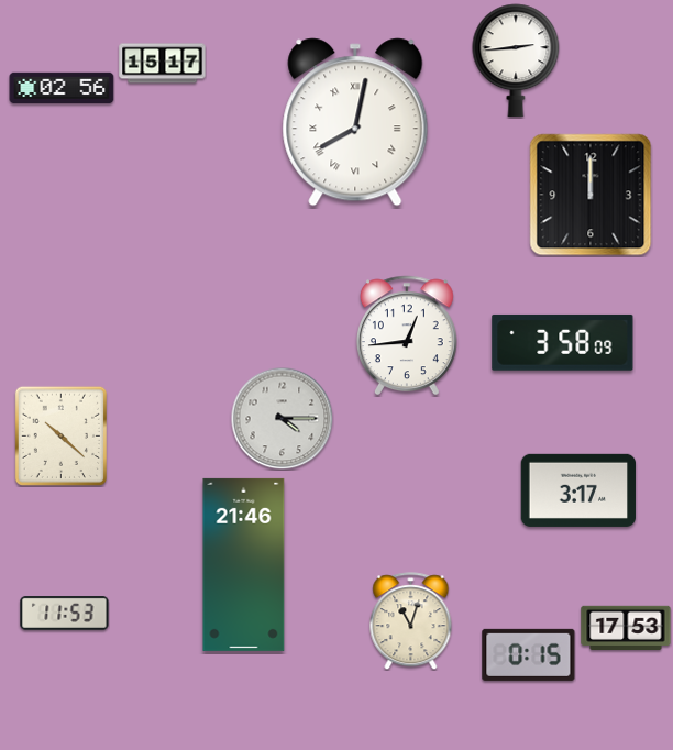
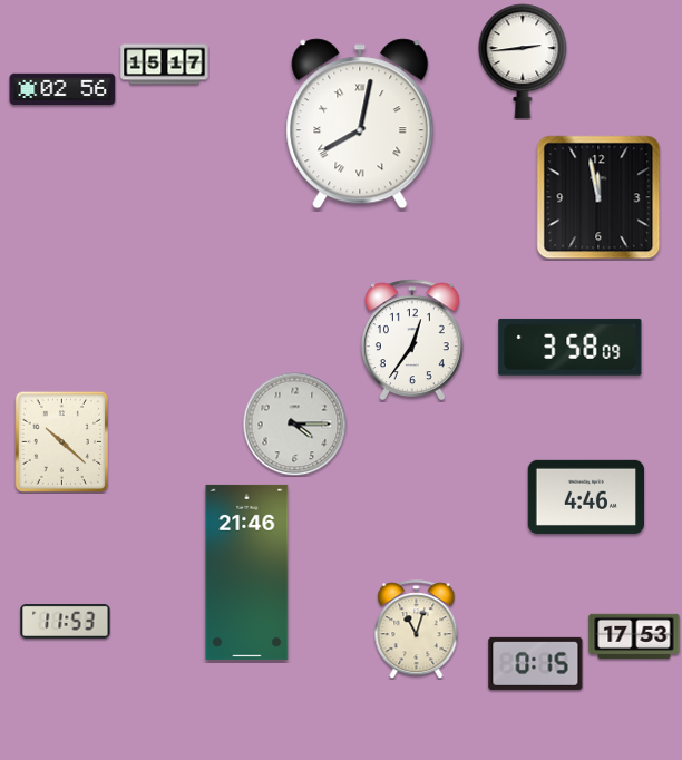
clock at (591, 195): 12:00 -> 11:58
clock at (407, 335): 12:44 -> 12:36
clock at (282, 418) position: (282, 418) -> (294, 423)
clock at (578, 490): 3:17 -> 4:46
